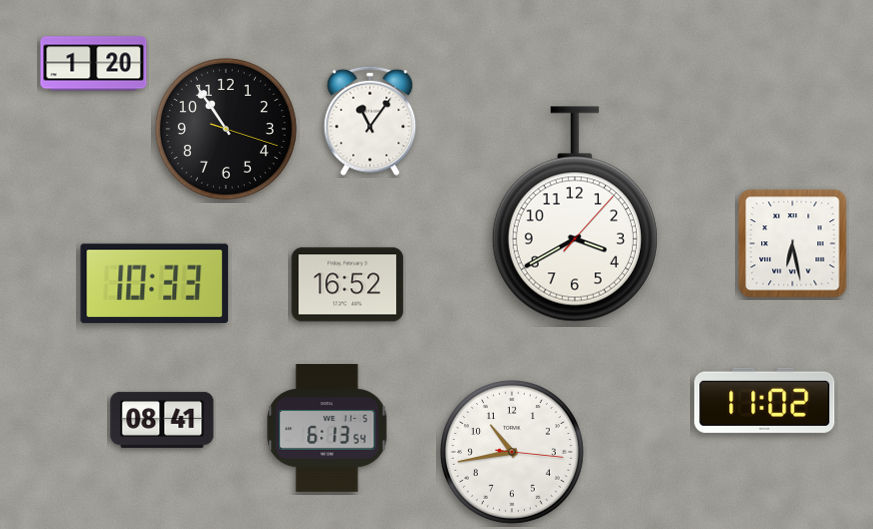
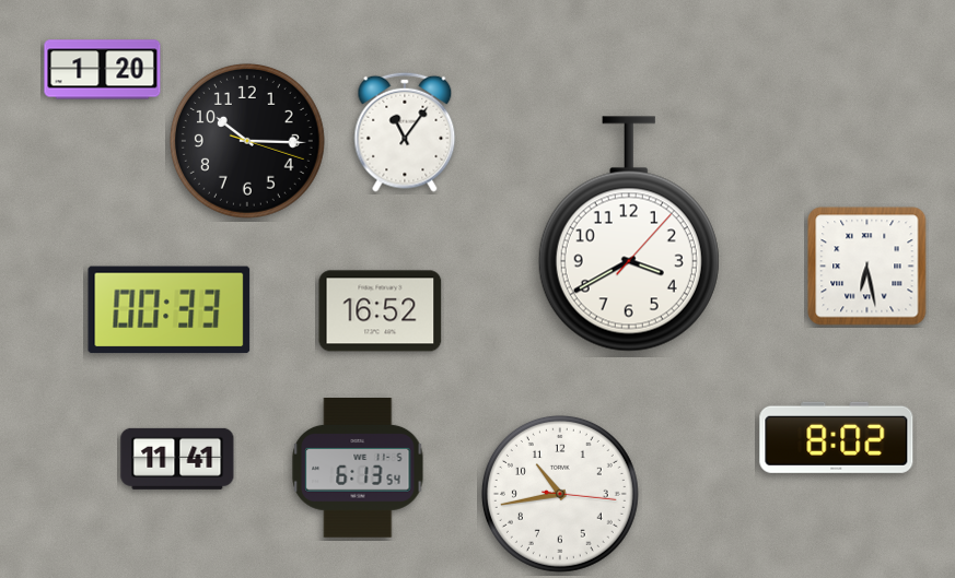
clock at (226, 129): 10:54 -> 10:15
clock at (155, 284): 10:33 -> 00:33
clock at (765, 400): 11:02 -> 8:02
clock at (162, 420): 08:41 -> 11:41
